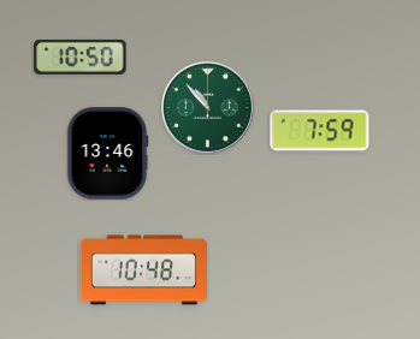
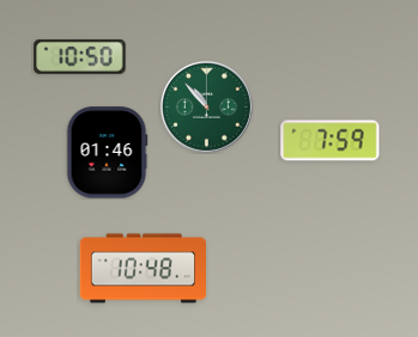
clock at (320, 131) position: (320, 131) -> (331, 141)
clock at (107, 154): 13:46 -> 01:46
